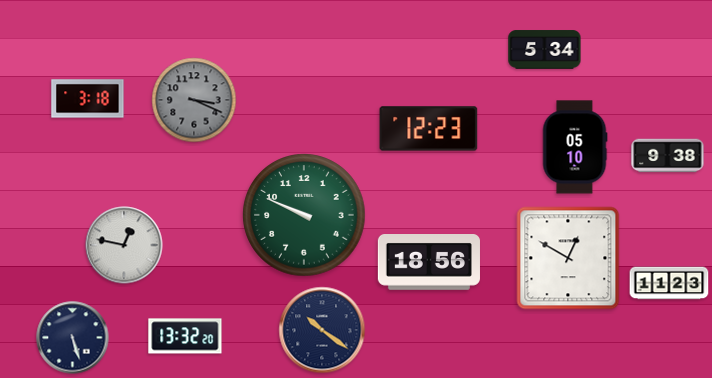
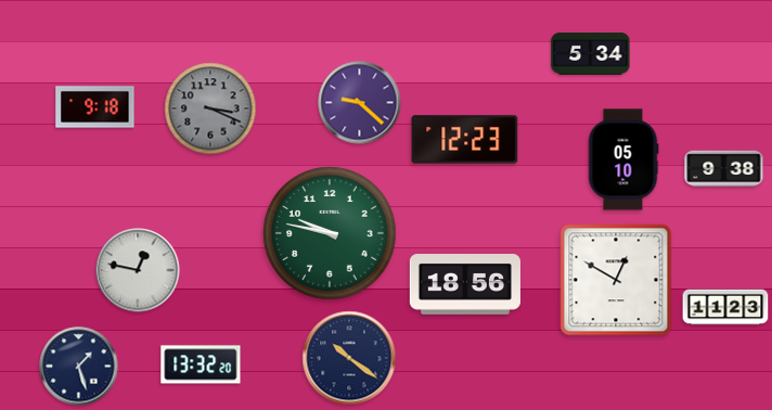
clock at (360, 103): none -> 9:22
clock at (88, 99): 3:18 -> 9:18
clock at (304, 215): 9:49 -> 9:47
clock at (124, 245) position: (124, 245) -> (138, 270)
clock at (73, 338): 5:27 -> 1:27
